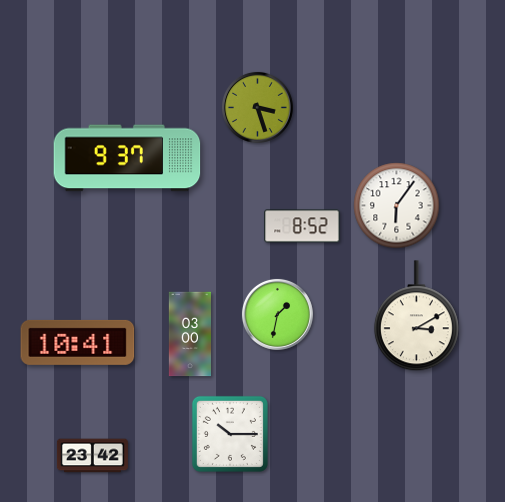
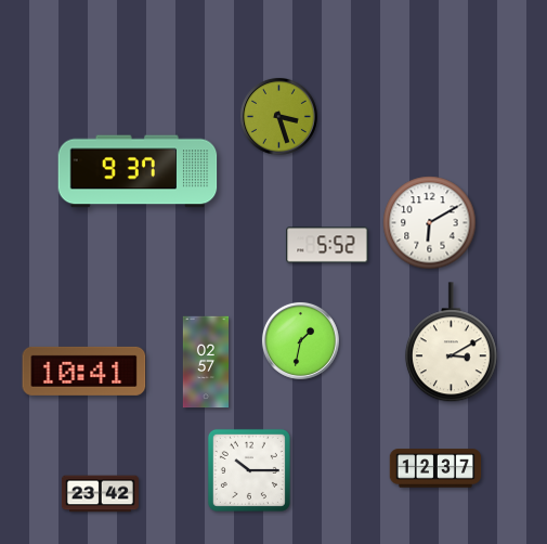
clock at (397, 206): 6:06 -> 6:10
clock at (302, 226): 8:52 -> 5:52
clock at (189, 334): 03:00 -> 02:57
clock at (435, 468): none -> 12:37
